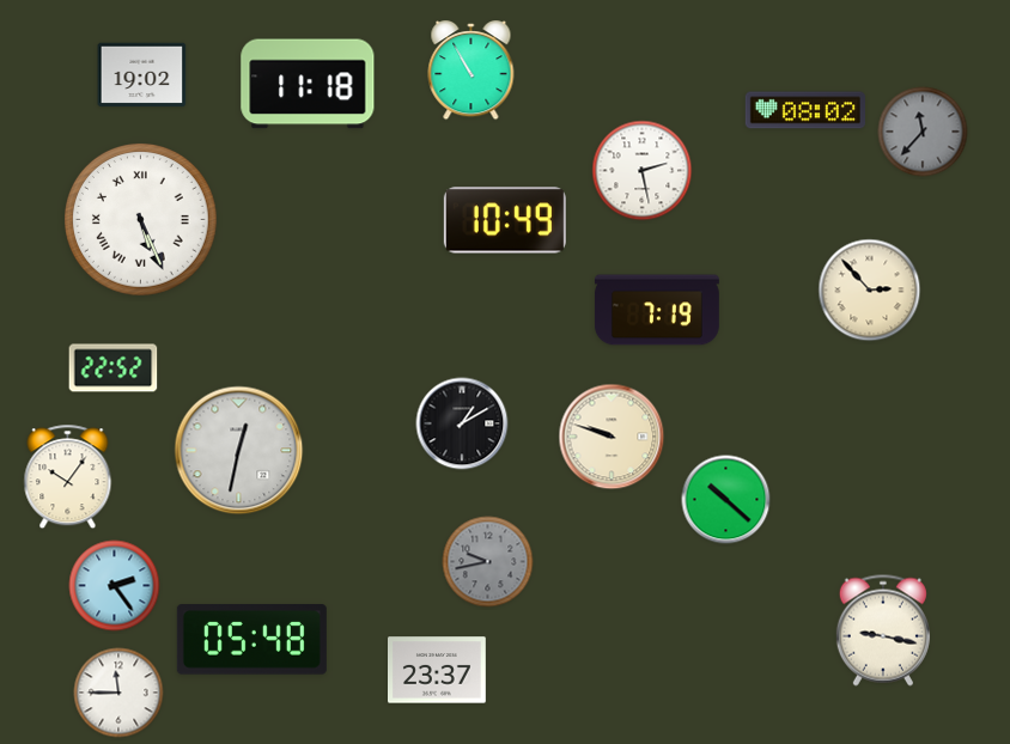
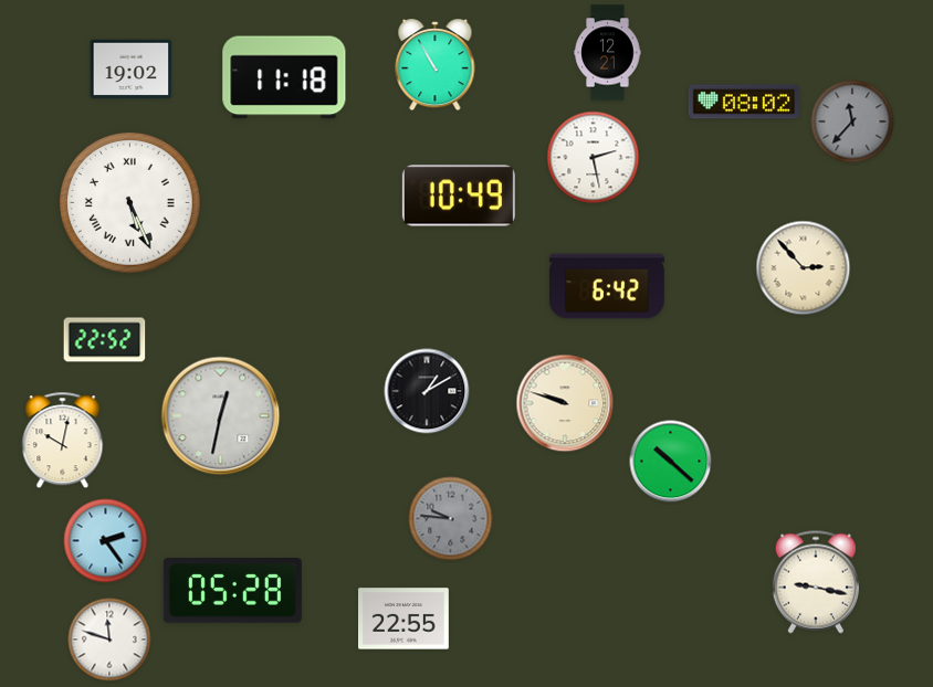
clock at (608, 53): none -> 12:21
clock at (505, 220) position: (505, 220) -> (459, 195)
clock at (657, 310): 7:19 -> 6:42
clock at (68, 477): 10:06 -> 10:02
clock at (488, 562): 9:43 -> 9:46
clock at (251, 640): 05:48 -> 05:28
clock at (438, 670): 23:37 -> 22:55
clock at (118, 693): 11:45 -> 11:48
